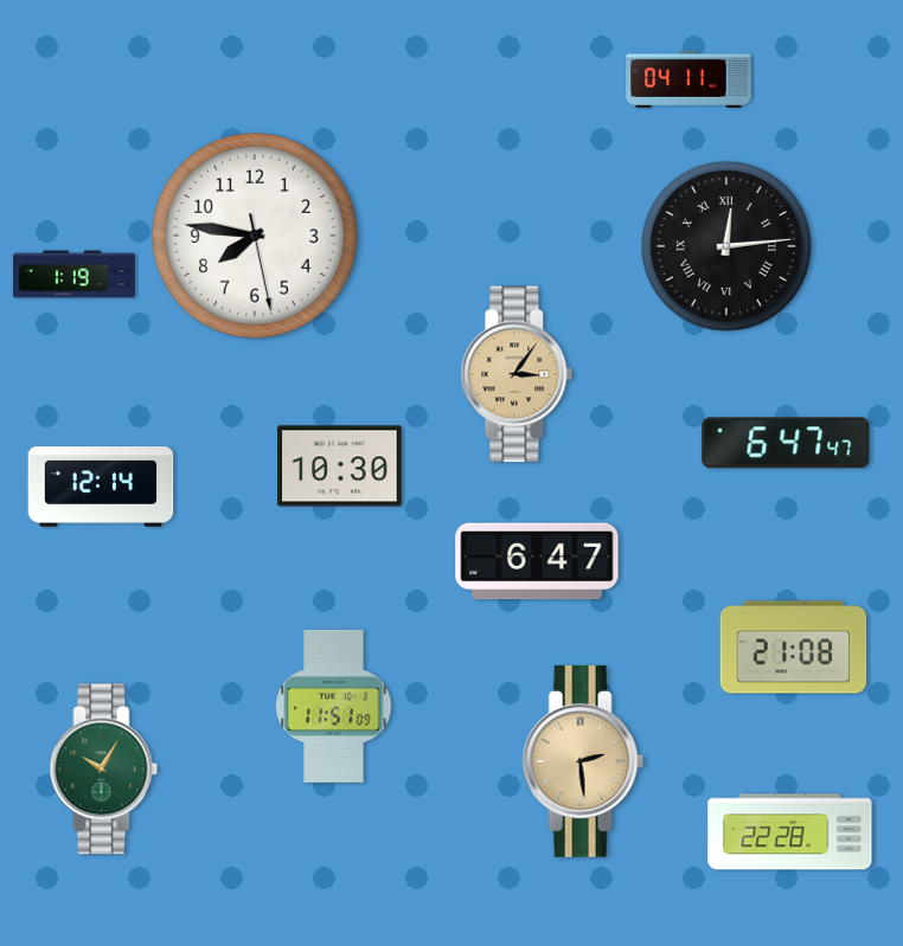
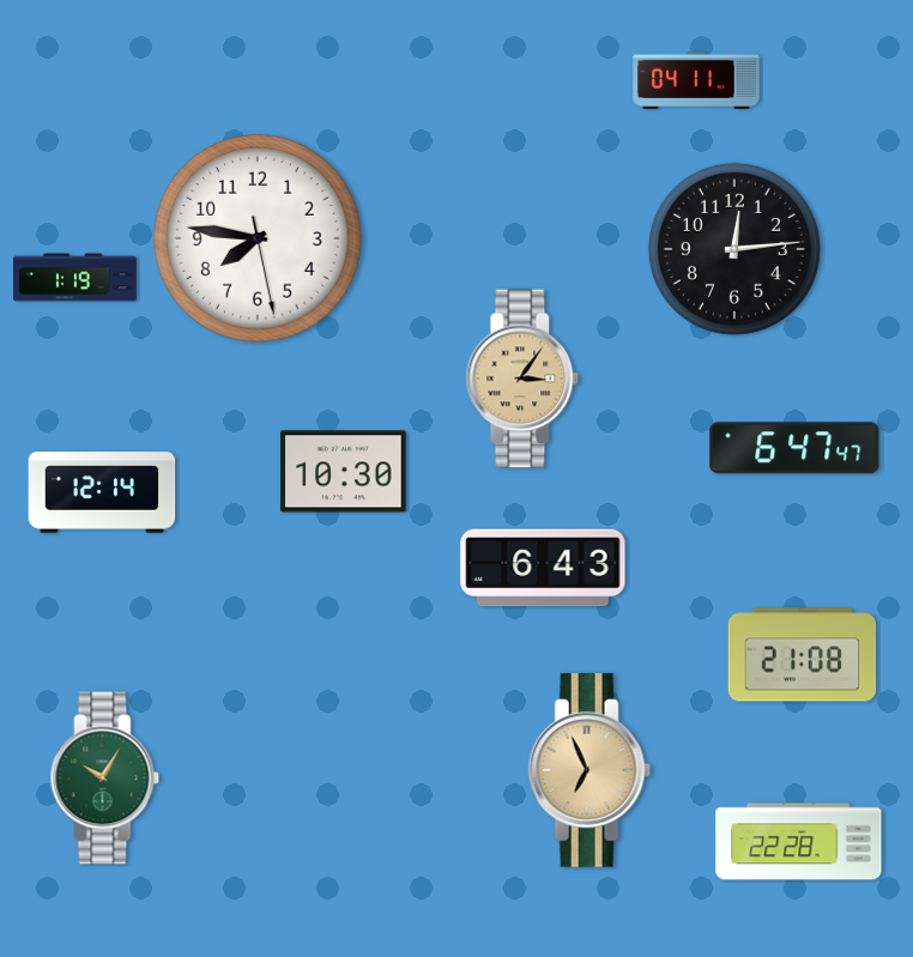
clock at (726, 246) numerals: Roman -> Arabic
clock at (537, 561): 6:47 -> 6:43
clock at (334, 706): 11:51 -> none
clock at (583, 762): 2:29 -> 6:56
